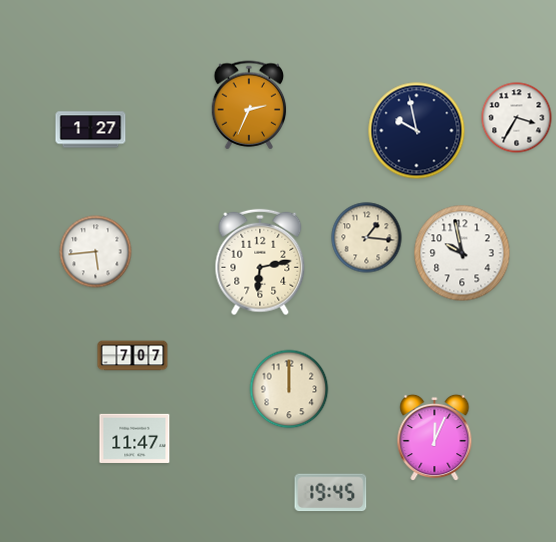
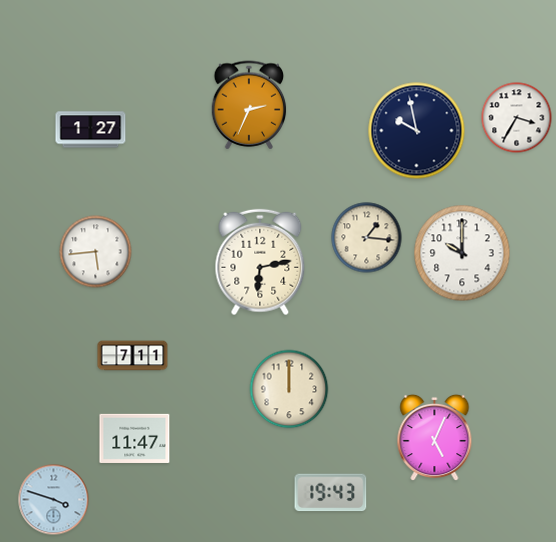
clock at (462, 253): 9:58 -> 10:00
clock at (133, 356): 7:07 -> 7:11
clock at (435, 438): 12:04 -> 5:04
clock at (331, 493): 19:45 -> 19:43
clock at (54, 500): none -> 3:48
